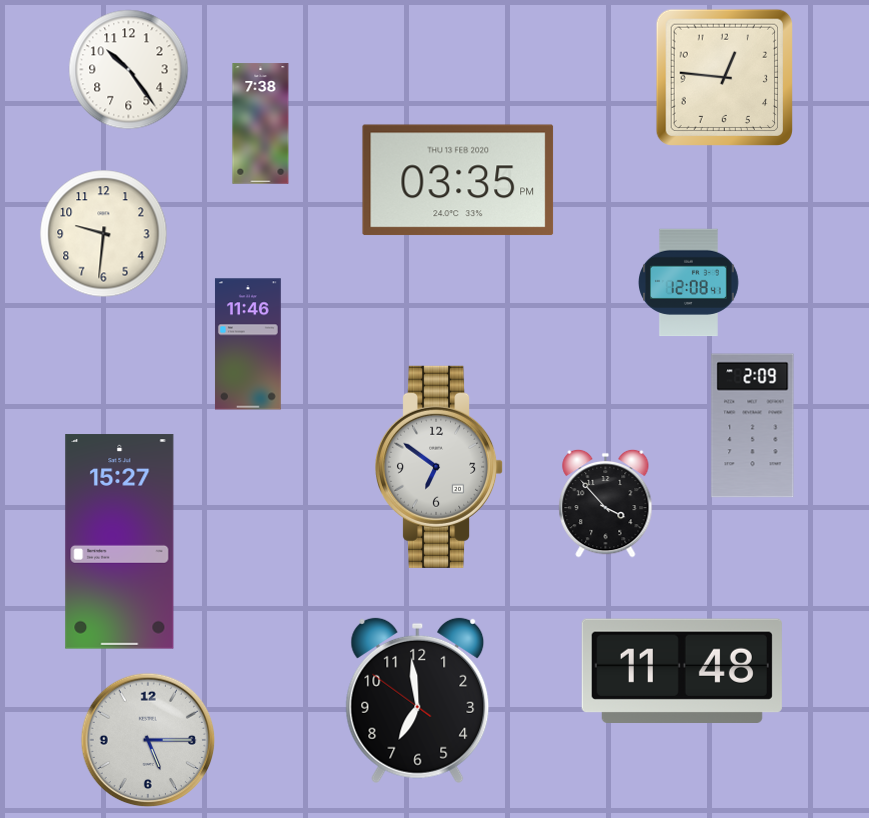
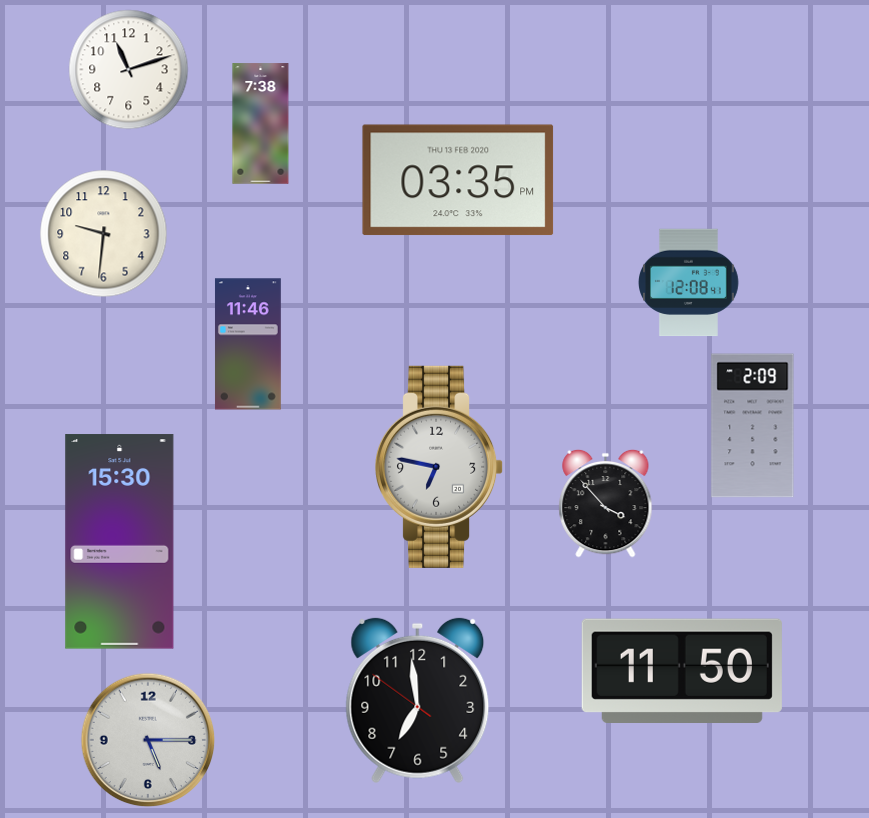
clock at (129, 70): 10:24 -> 11:12
clock at (724, 77): 12:46 -> none
clock at (440, 467): 6:51 -> 6:47
clock at (120, 542): 15:27 -> 15:30
clock at (682, 670): 11:48 -> 11:50
